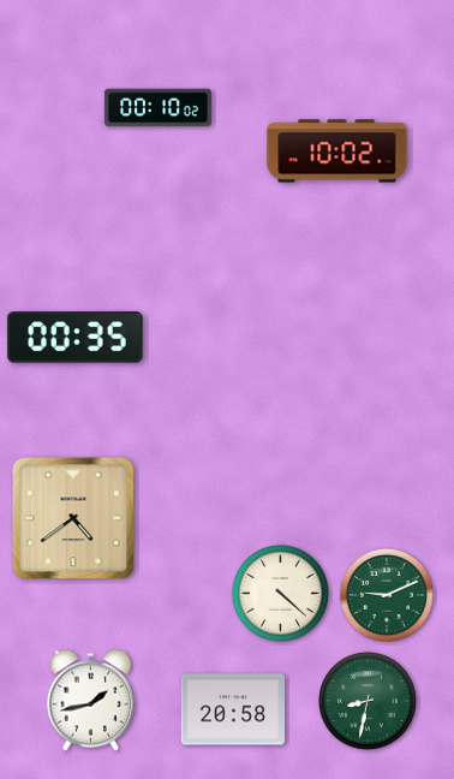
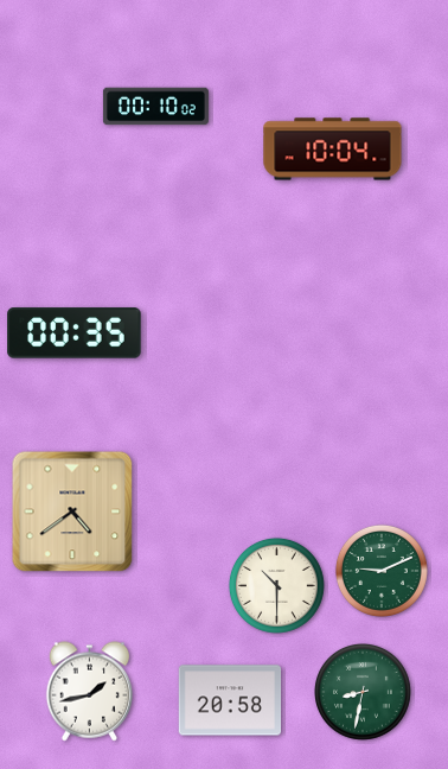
clock at (337, 151): 10:02 -> 10:04
clock at (280, 593): 4:22 -> 10:30
clock at (387, 595) position: (387, 595) -> (382, 571)
